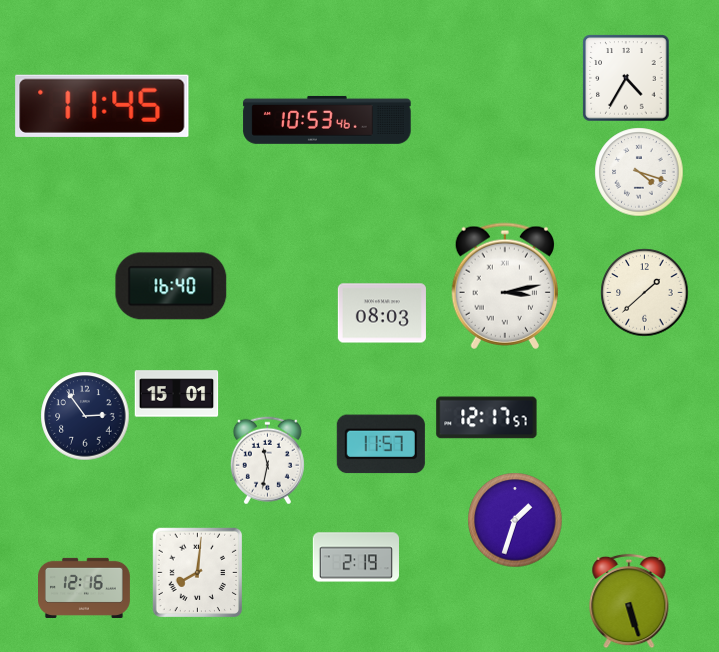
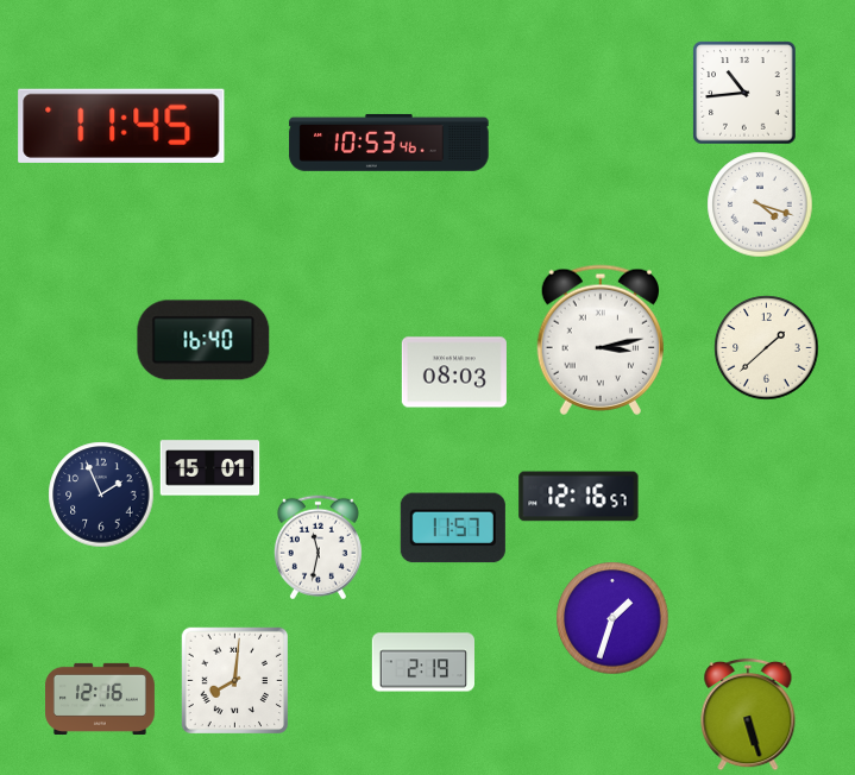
clock at (626, 78): 4:35 -> 10:44
clock at (85, 416): 2:54 -> 1:56
clock at (487, 418): 12:17 -> 12:16
